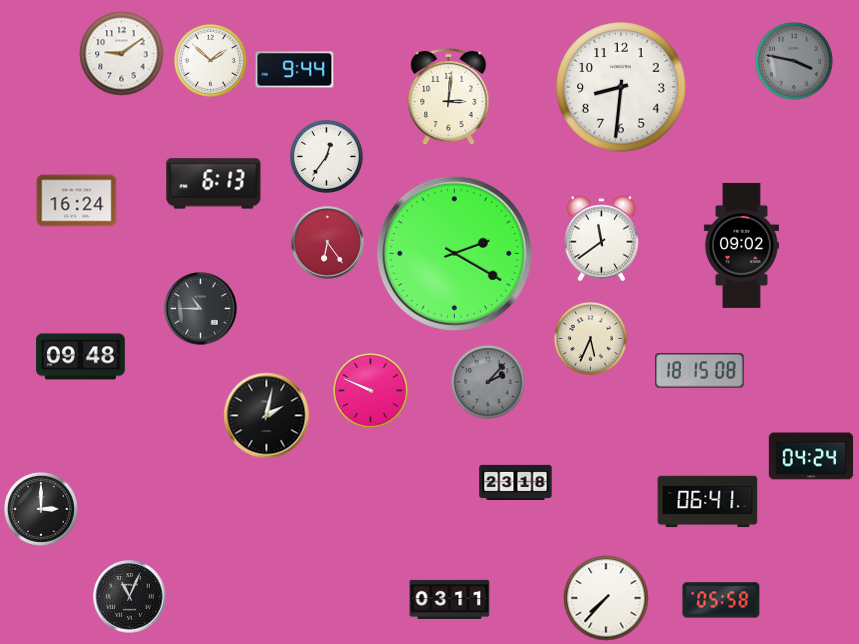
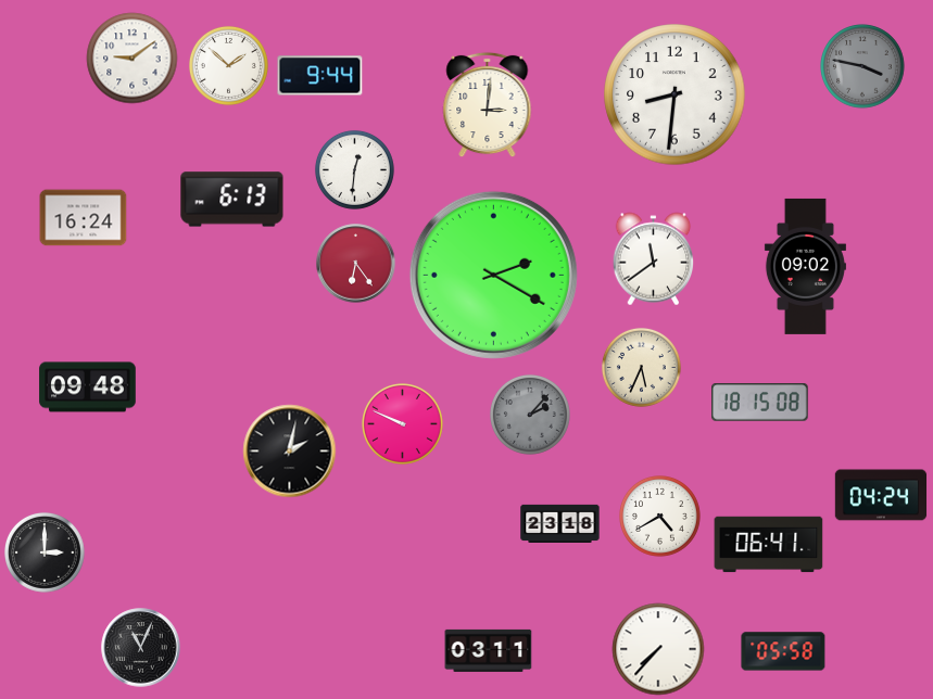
clock at (326, 156): 12:36 -> 12:31
clock at (201, 309): 10:45 -> none
clock at (660, 517): none -> 4:40
